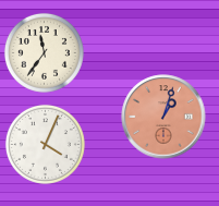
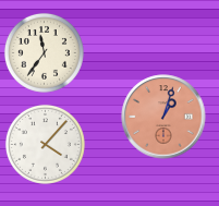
clock at (45, 144): 4:04 -> 4:07
